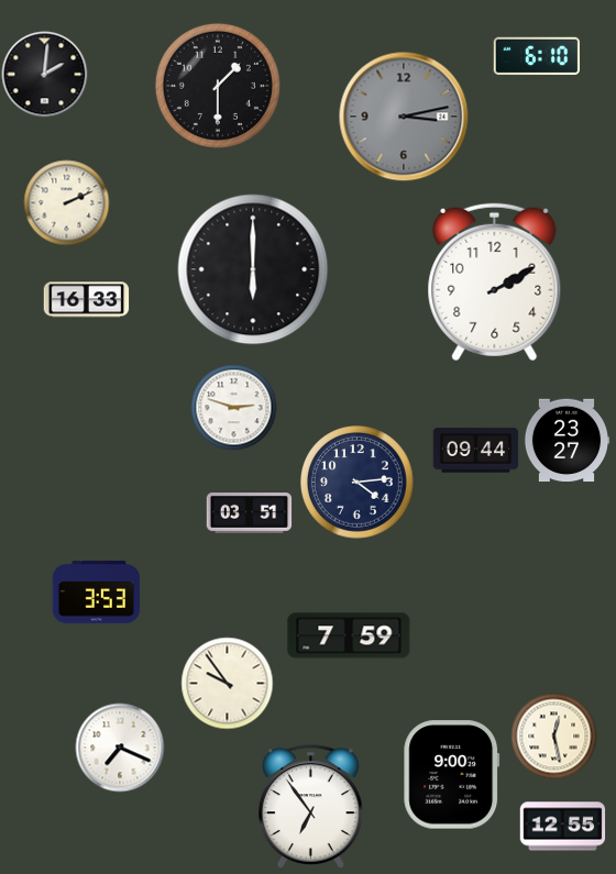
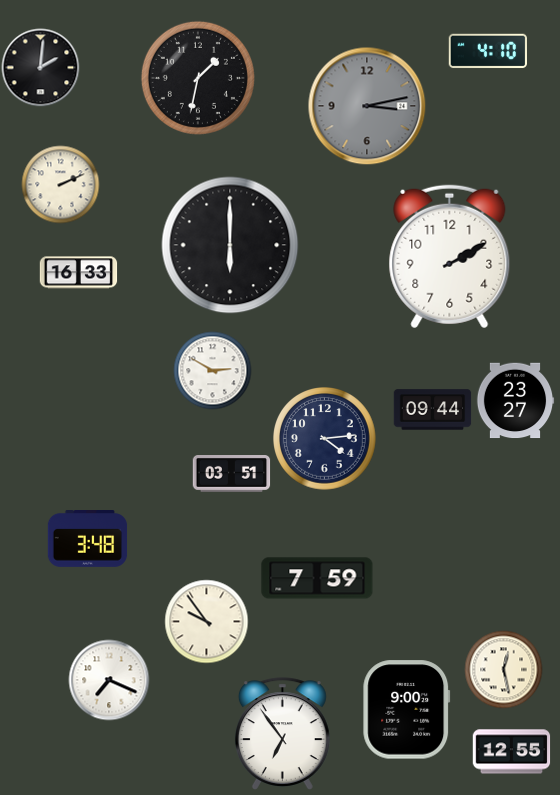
clock at (536, 56): 6:10 -> 4:10
clock at (218, 86): 1:30 -> 1:32
clock at (233, 407): 2:48 -> 2:50
clock at (249, 513) position: (249, 513) -> (231, 474)
clock at (96, 593): 3:53 -> 3:48
clock at (452, 775) position: (452, 775) -> (407, 710)
